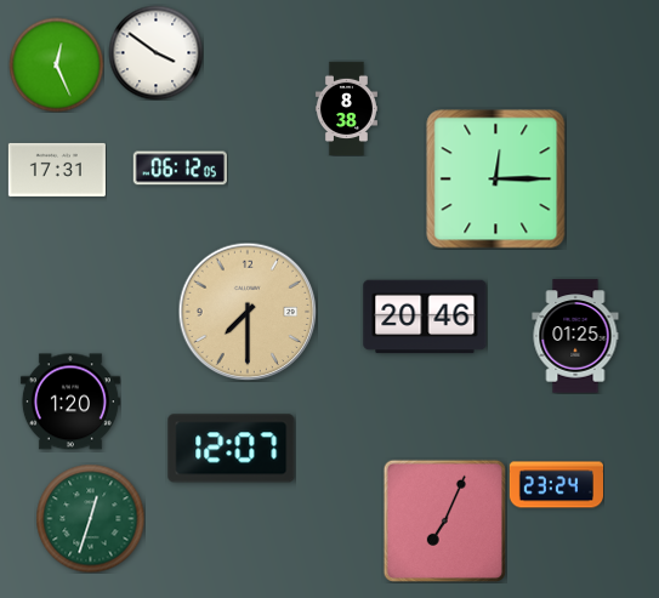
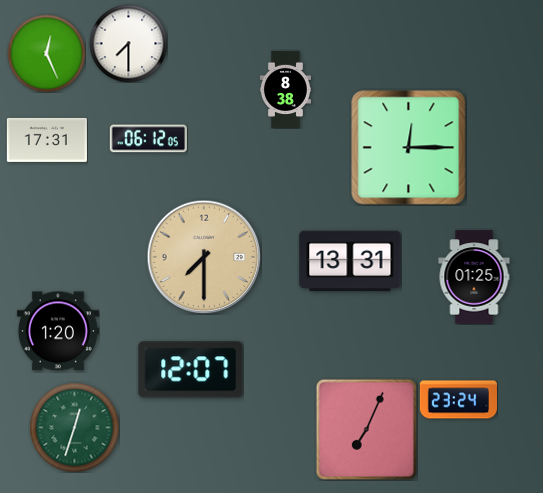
clock at (155, 52): 3:51 -> 7:30
clock at (425, 317): 20:46 -> 13:31
